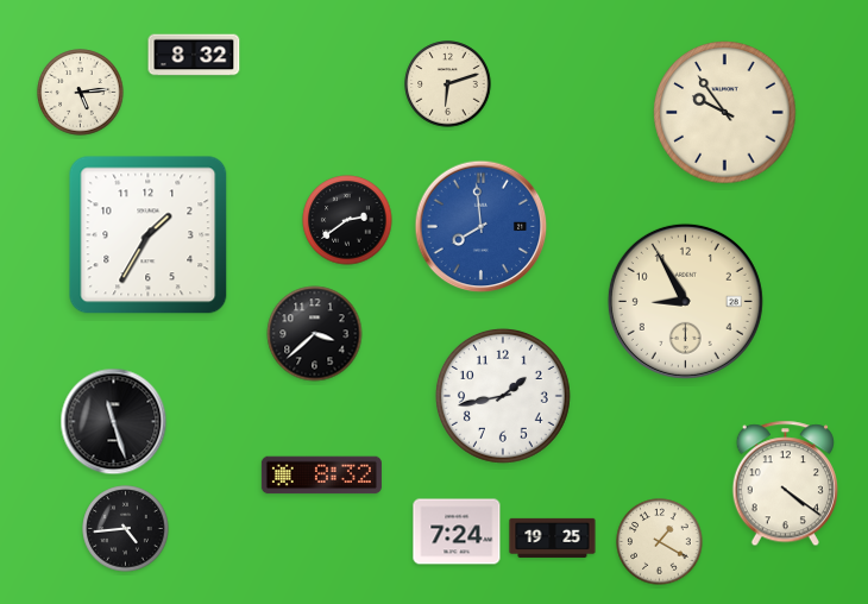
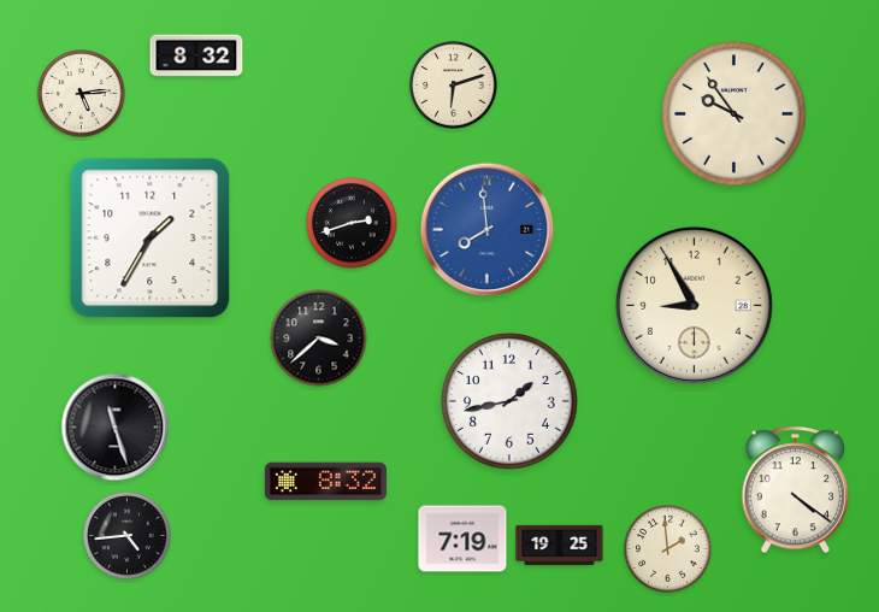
clock at (347, 220): 2:39 -> 2:42
clock at (457, 531): 7:24 -> 7:19
clock at (660, 542): 1:20 -> 1:59
